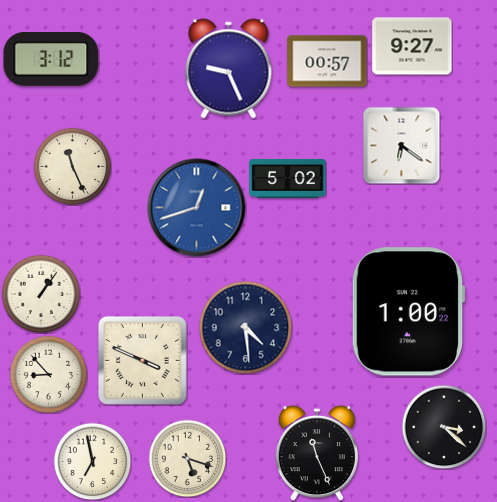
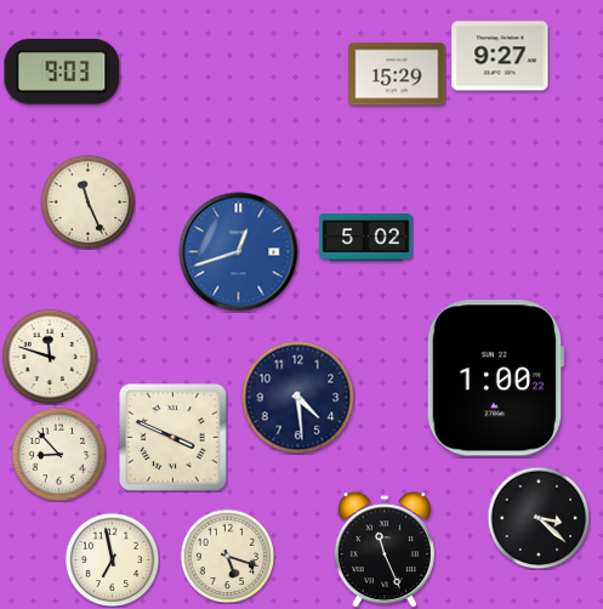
clock at (51, 60): 3:12 -> 9:03
clock at (327, 61): 00:57 -> 15:29
clock at (229, 69): 9:26 -> none
clock at (401, 145): 6:21 -> none
clock at (288, 178) position: (288, 178) -> (366, 237)
clock at (41, 294): 1:06 -> 11:48
